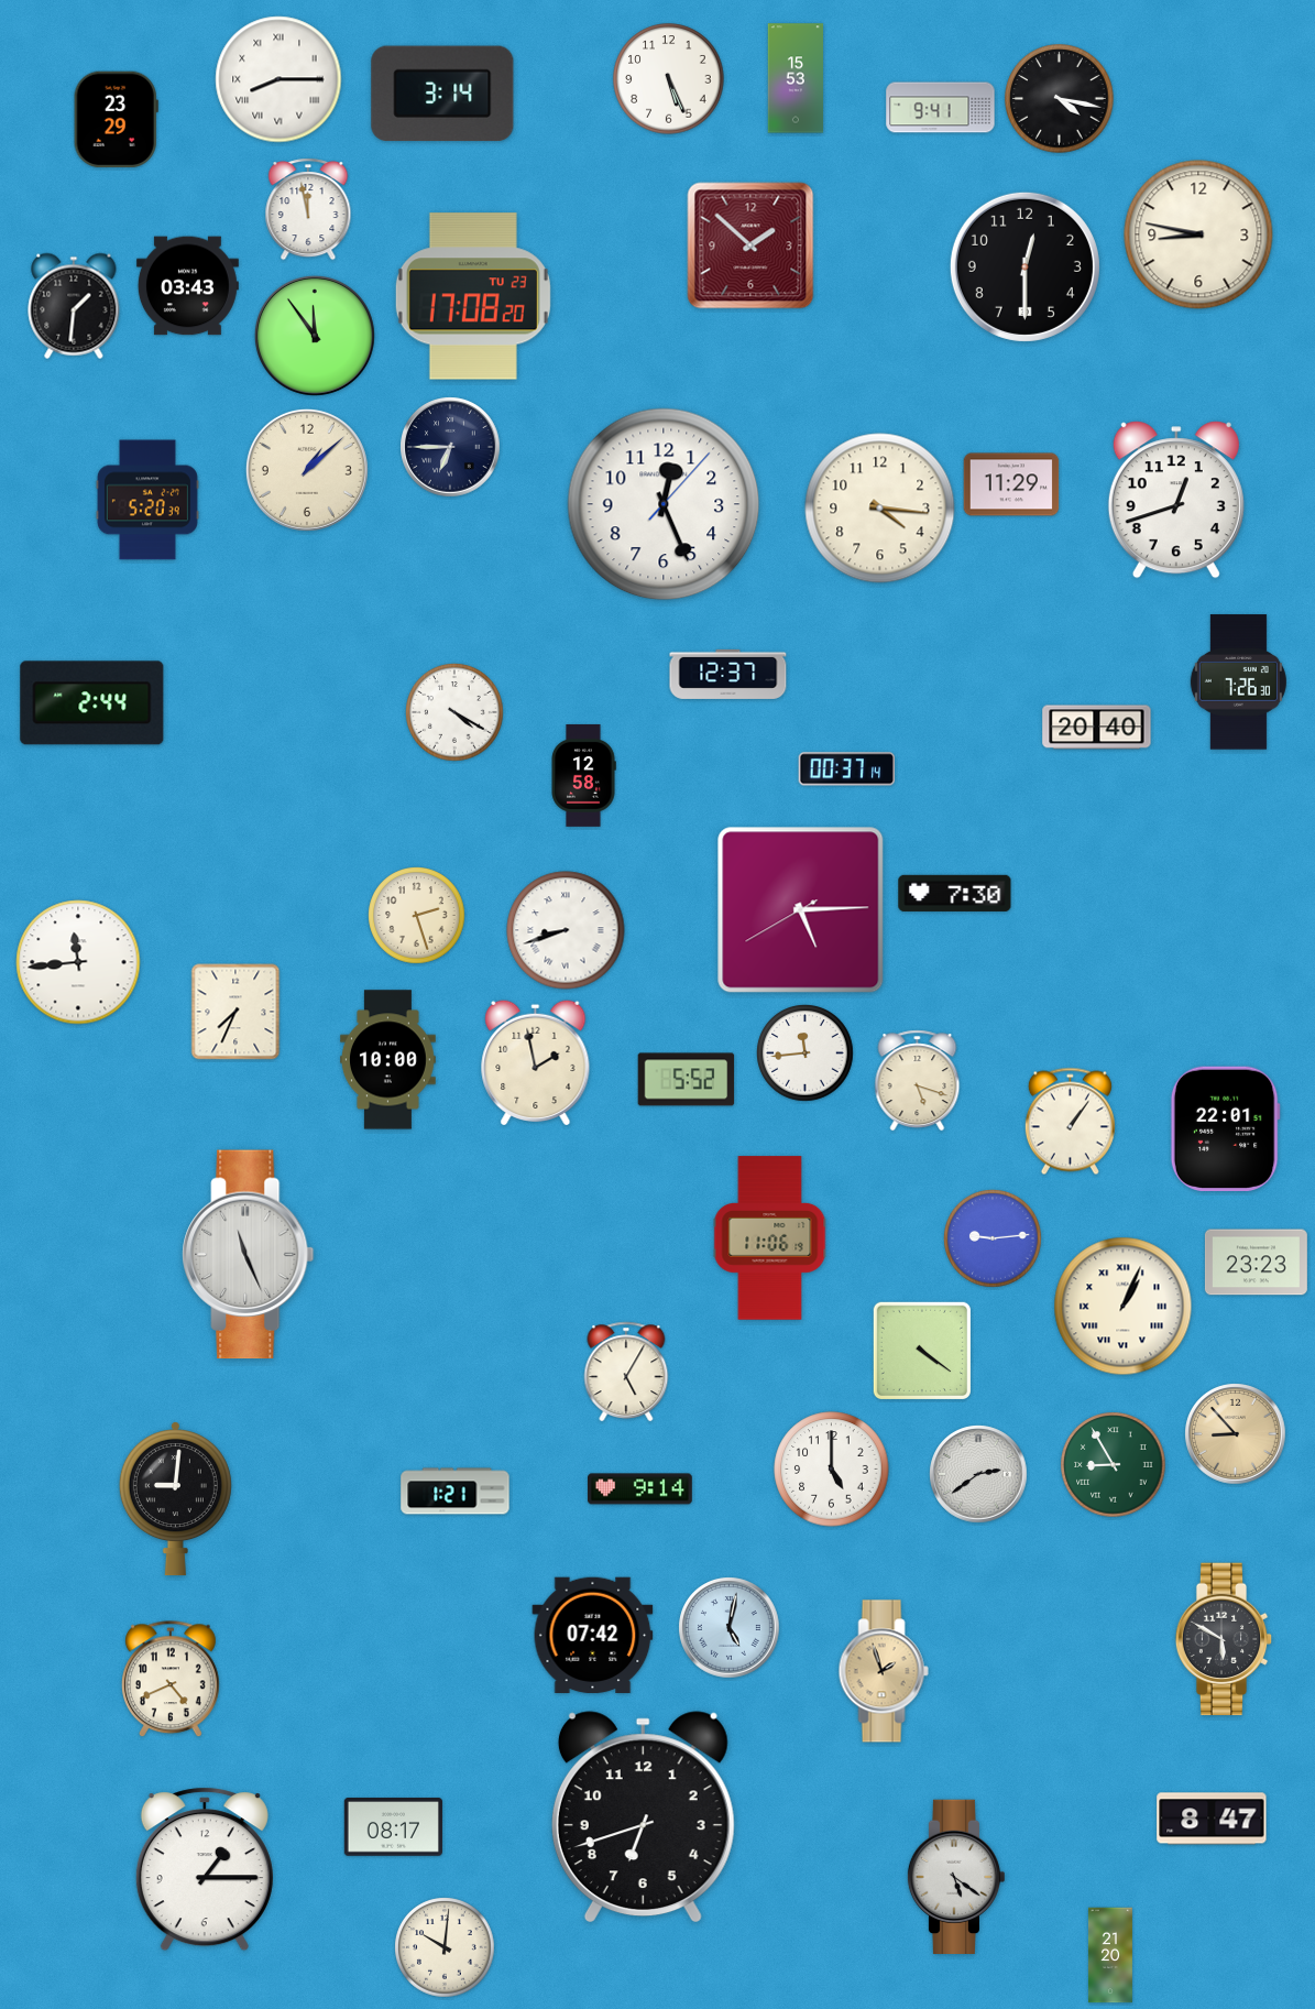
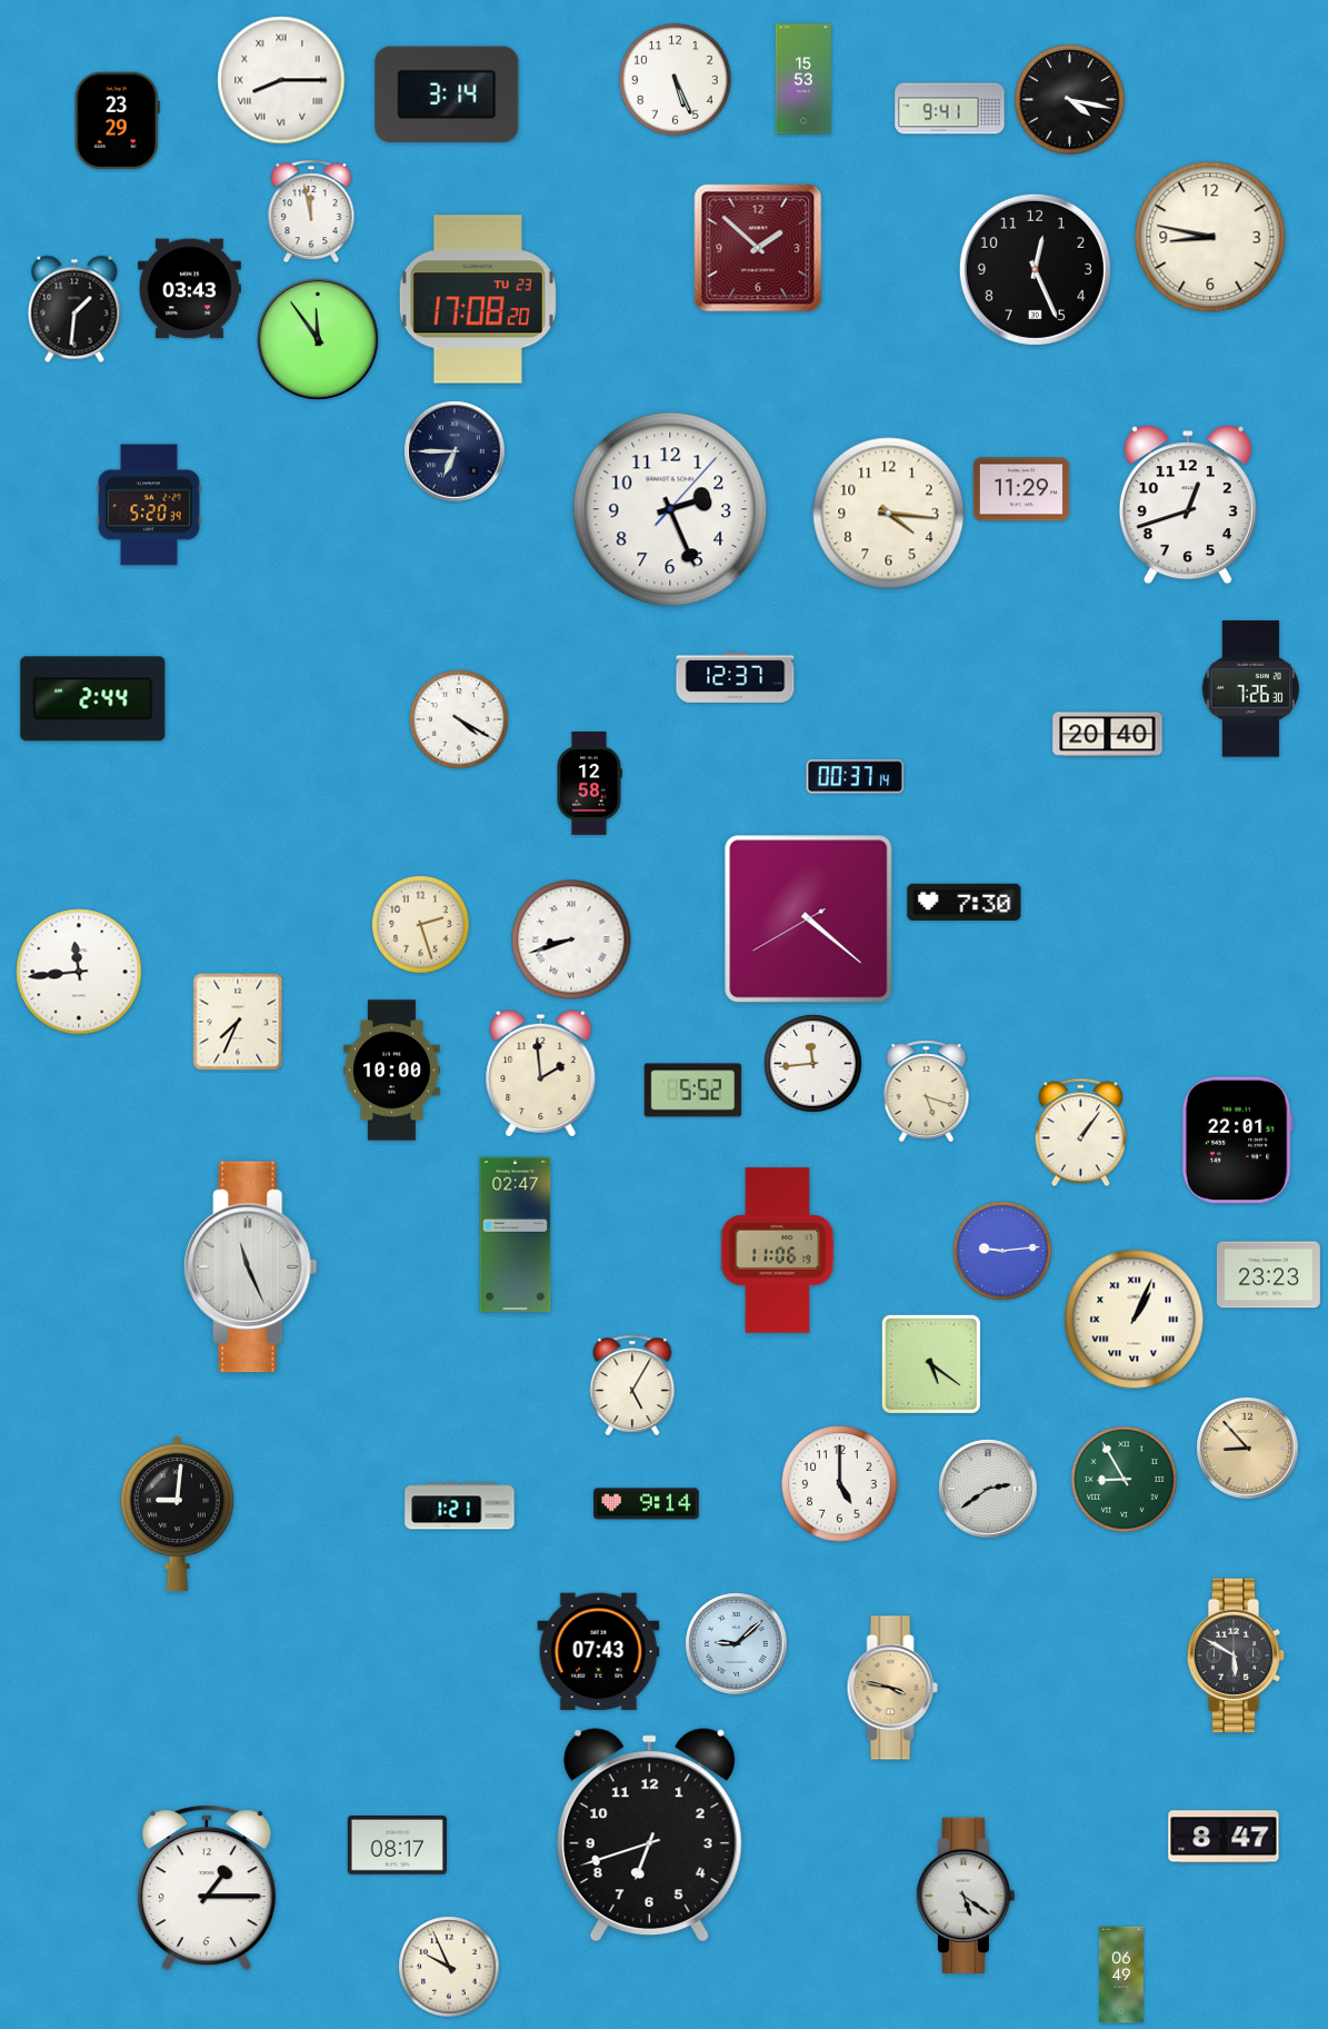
clock at (1024, 266): 12:30 -> 12:26
clock at (307, 470): 1:08 -> none
clock at (664, 504): 12:26 -> 2:26
clock at (728, 674) position: (728, 674) -> (736, 677)
clock at (92, 703) position: (92, 703) -> (93, 699)
clock at (801, 910): 5:14 -> 4:21
clock at (536, 1062): 1:58 -> 1:59
clock at (516, 1235): none -> 02:47
clock at (921, 1350): 4:21 -> 5:21
clock at (730, 1628): 5:02 -> 9:08
clock at (593, 1636): 07:42 -> 07:43
clock at (884, 1671): 1:57 -> 3:47
clock at (171, 1680): 4:41 -> none
clock at (445, 1947): 10:01 -> 9:56
clock at (1110, 1955): 21:20 -> 06:49
